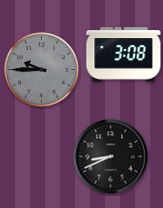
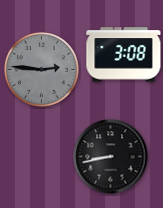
clock at (42, 70): 9:45 -> 2:46
clock at (111, 157): 8:41 -> 8:43
